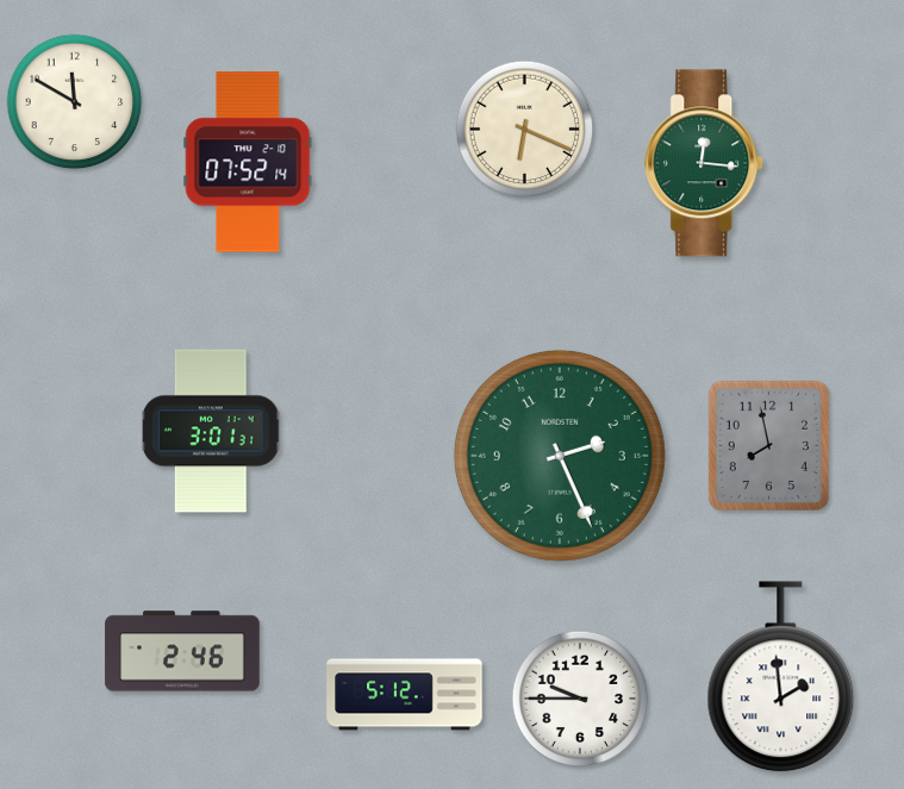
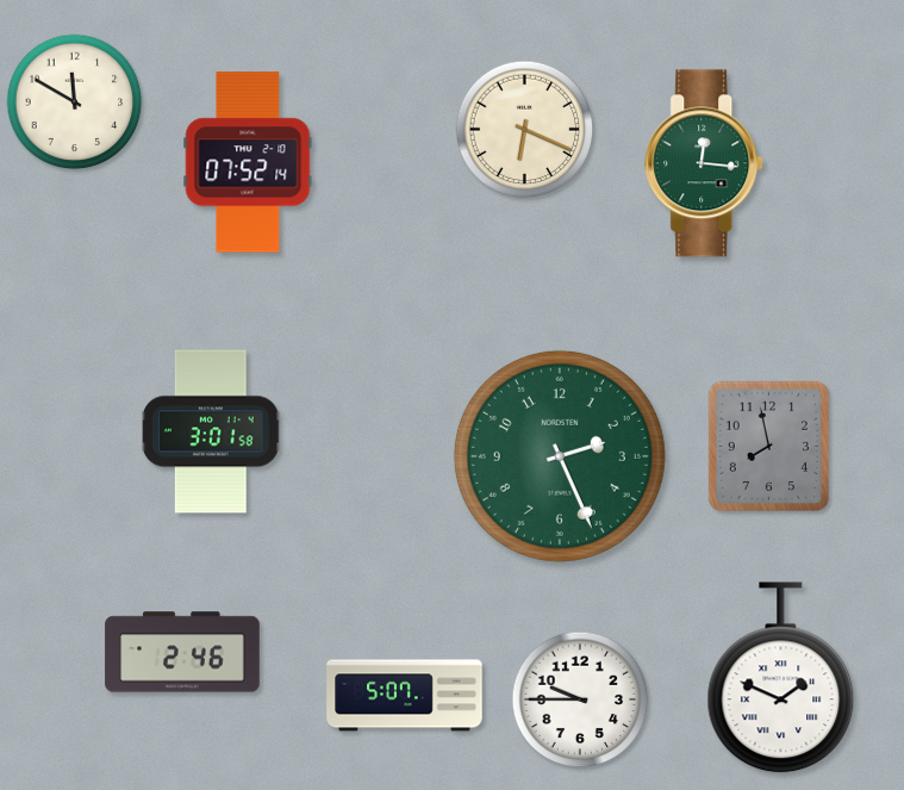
clock at (212, 431): 3:01:31 -> 3:01:58
clock at (781, 677): 1:59 -> 1:49
clock at (405, 695): 5:12 -> 5:07
